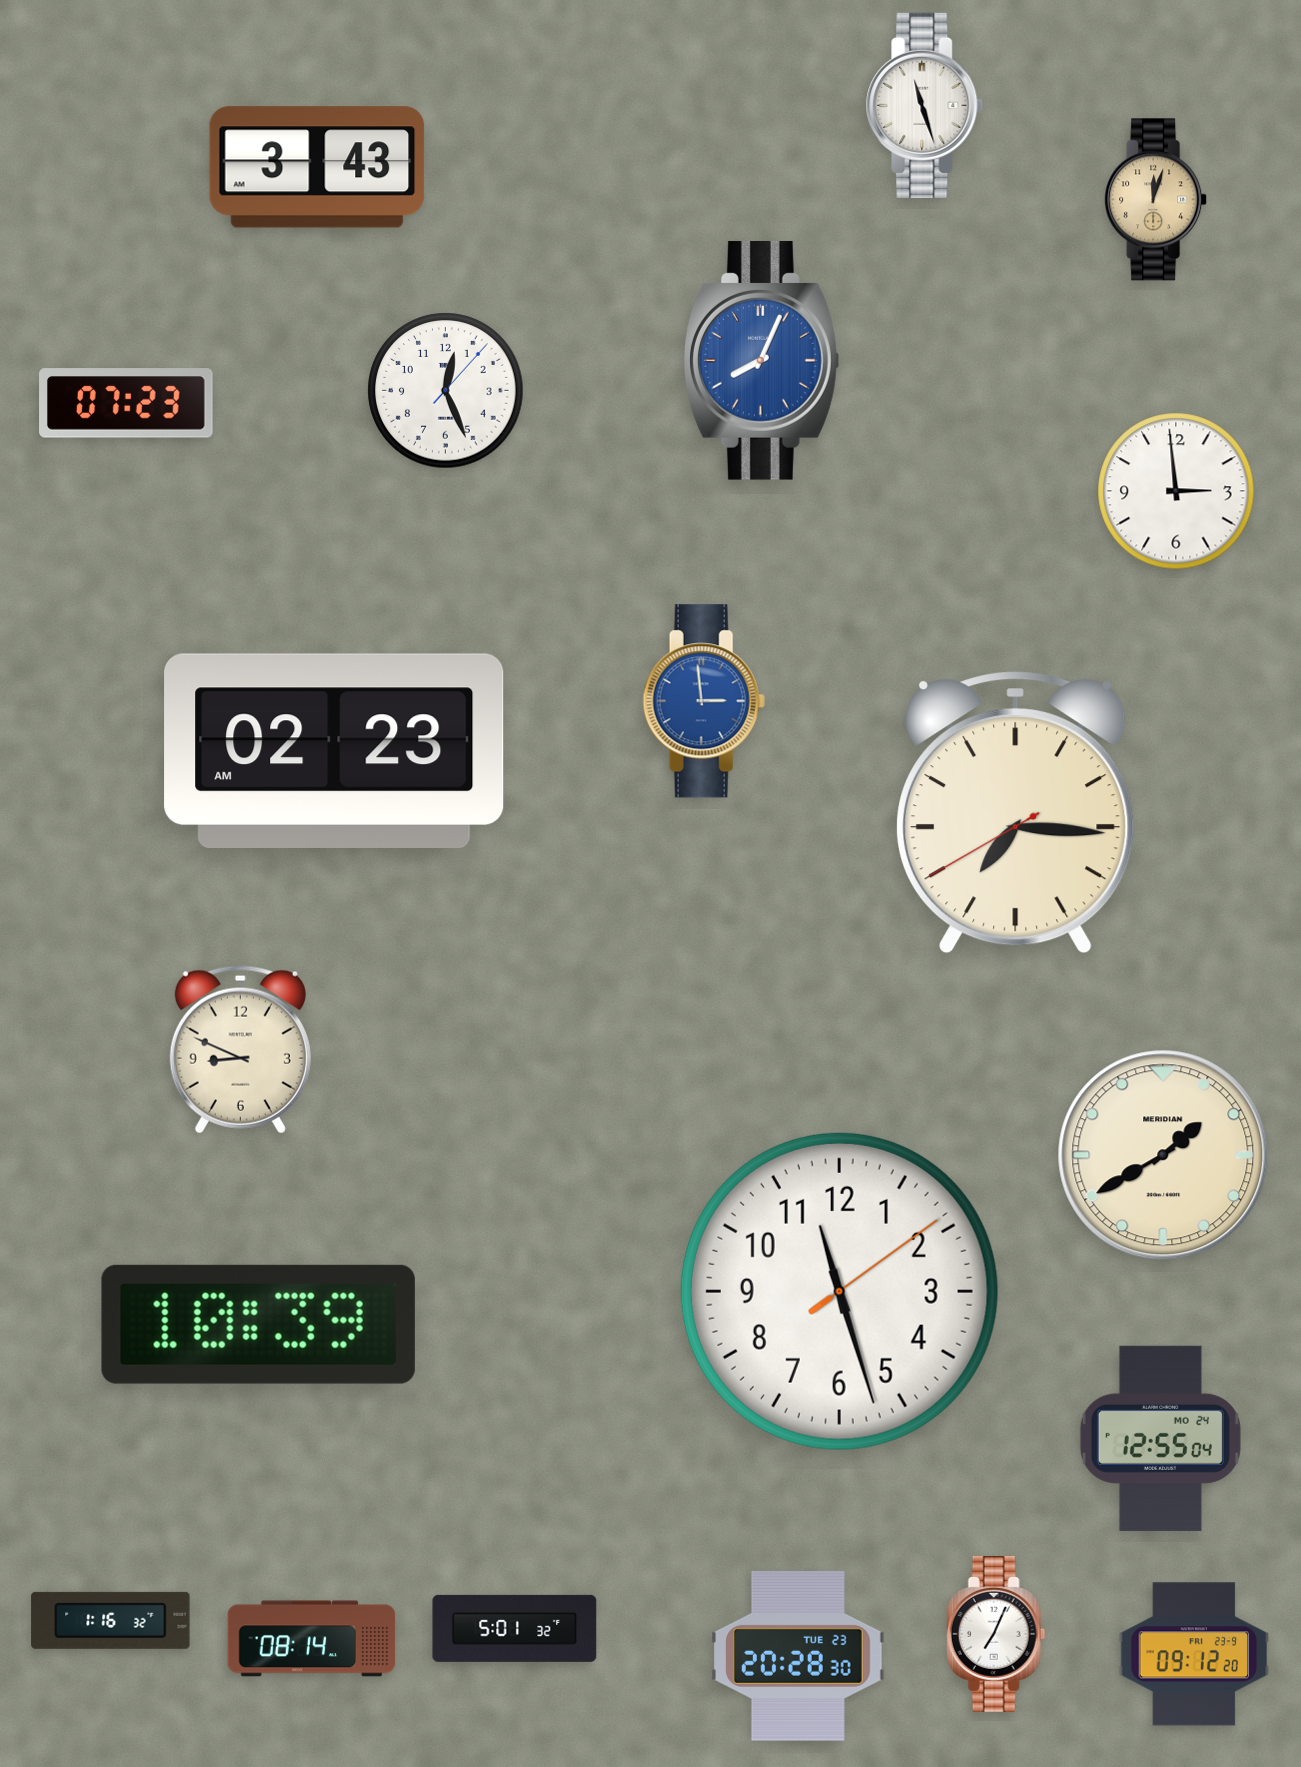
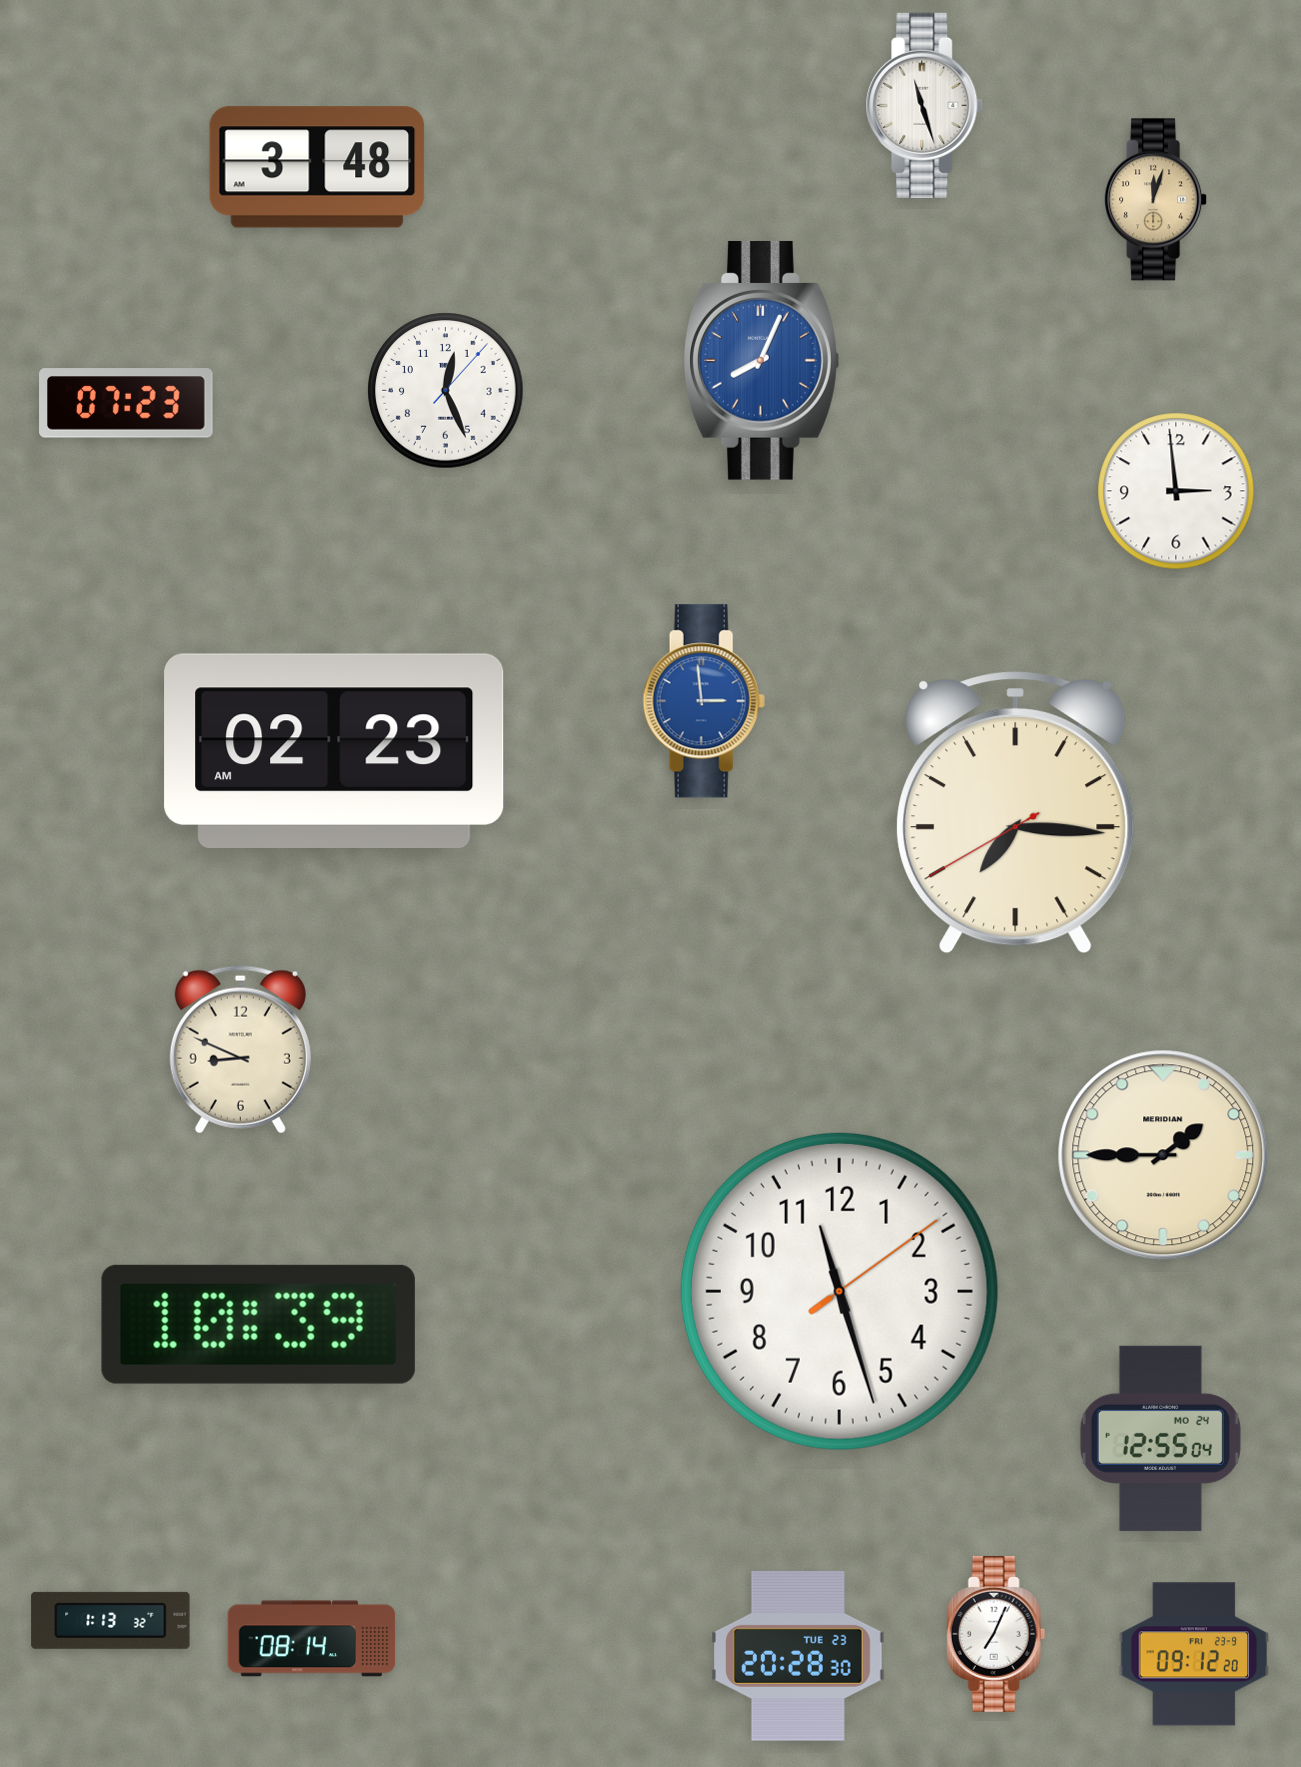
clock at (317, 167): 3:43 -> 3:48
clock at (1163, 1155): 1:40 -> 1:45
clock at (111, 1620): 1:16 -> 1:13
clock at (515, 1628): 5:01 -> none
